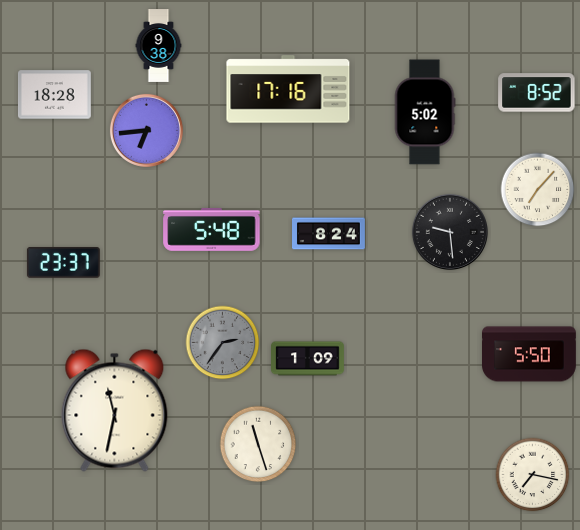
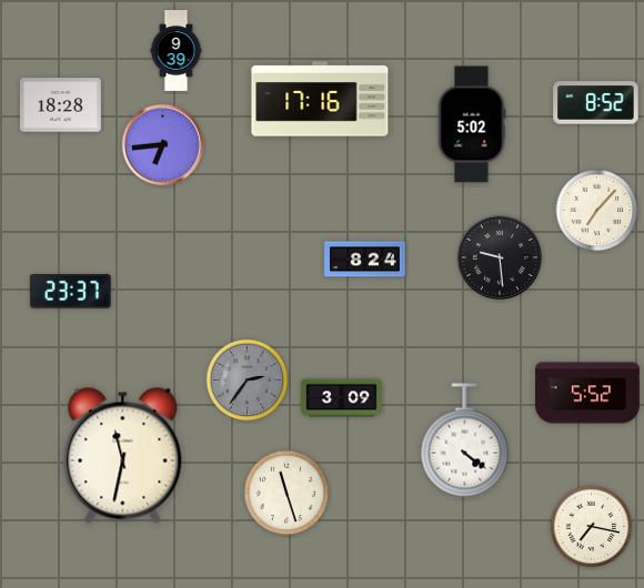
clock at (159, 46): 9:38 -> 9:39
clock at (212, 229): 5:48 -> none
clock at (530, 354): 5:50 -> 5:52
clock at (308, 359): 1:09 -> 3:09
clock at (465, 440): none -> 4:21
clock at (115, 410) position: (115, 410) -> (123, 455)
